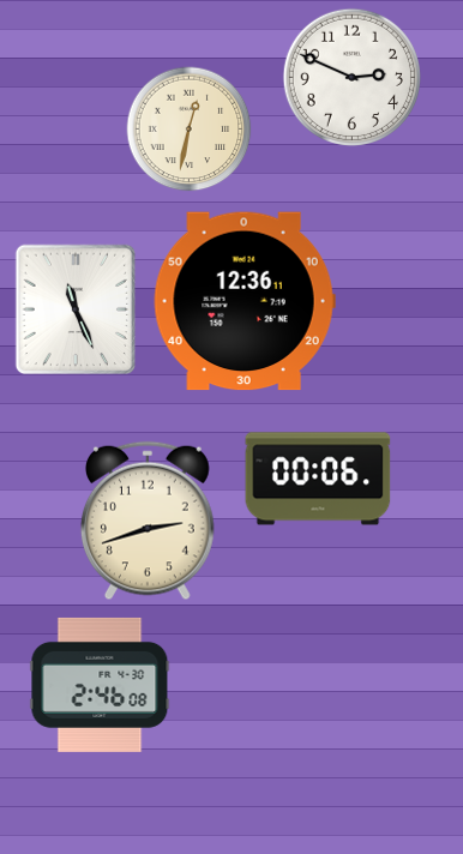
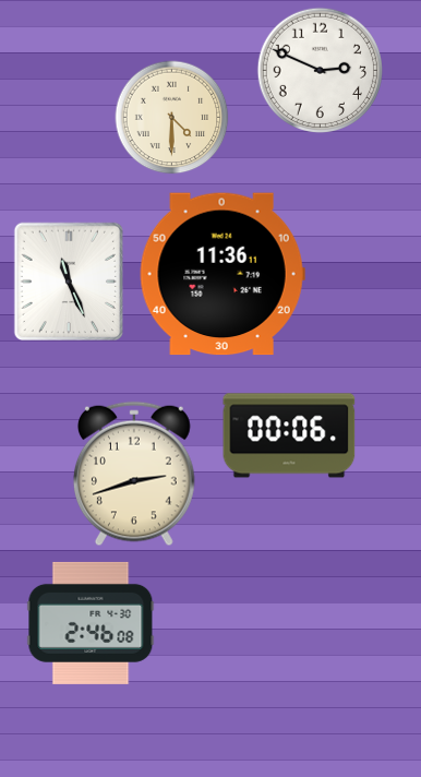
clock at (190, 130): 12:32 -> 4:30
clock at (245, 301): 12:36 -> 11:36
